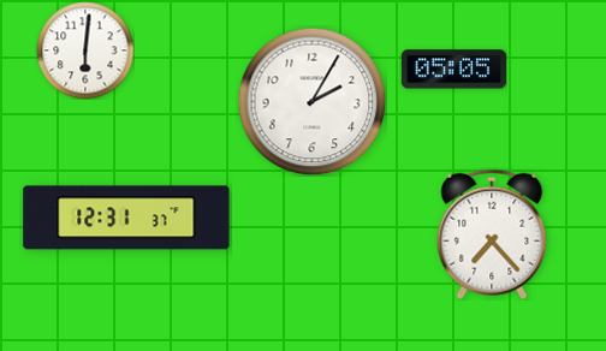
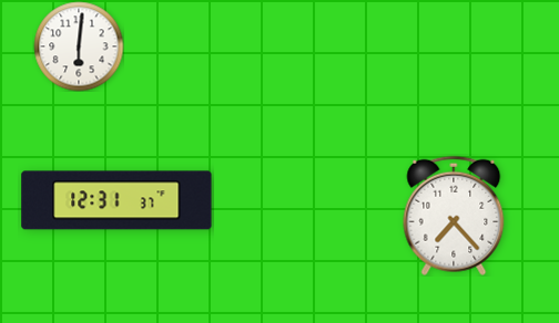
clock at (453, 70): 05:05 -> none
clock at (311, 101): 2:05 -> none
